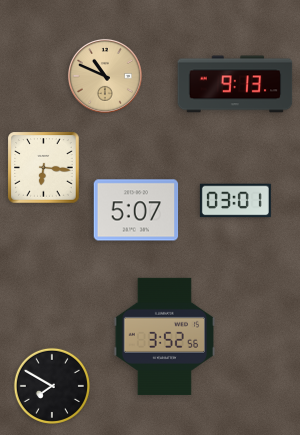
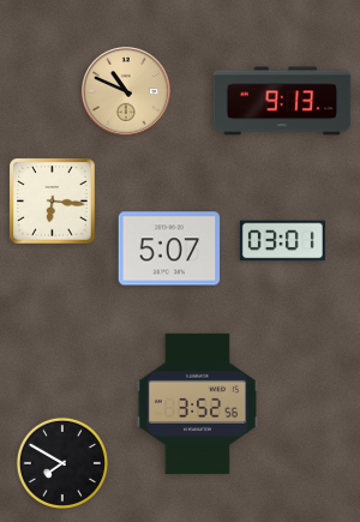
clock at (136, 210) position: (136, 210) -> (169, 248)
